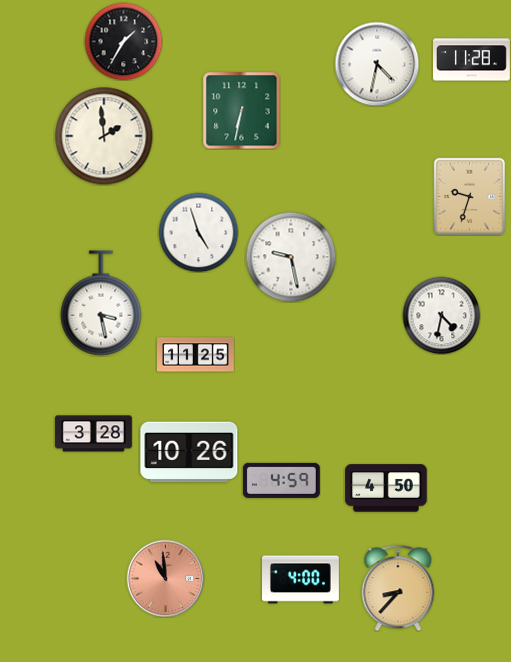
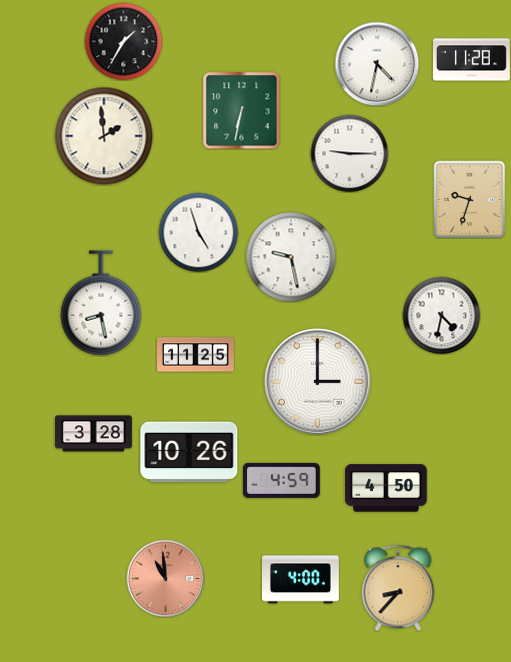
clock at (349, 153): none -> 9:15
clock at (470, 196) position: (470, 196) -> (470, 199)
clock at (101, 303): 3:28 -> 8:28
clock at (318, 382): none -> 3:00
